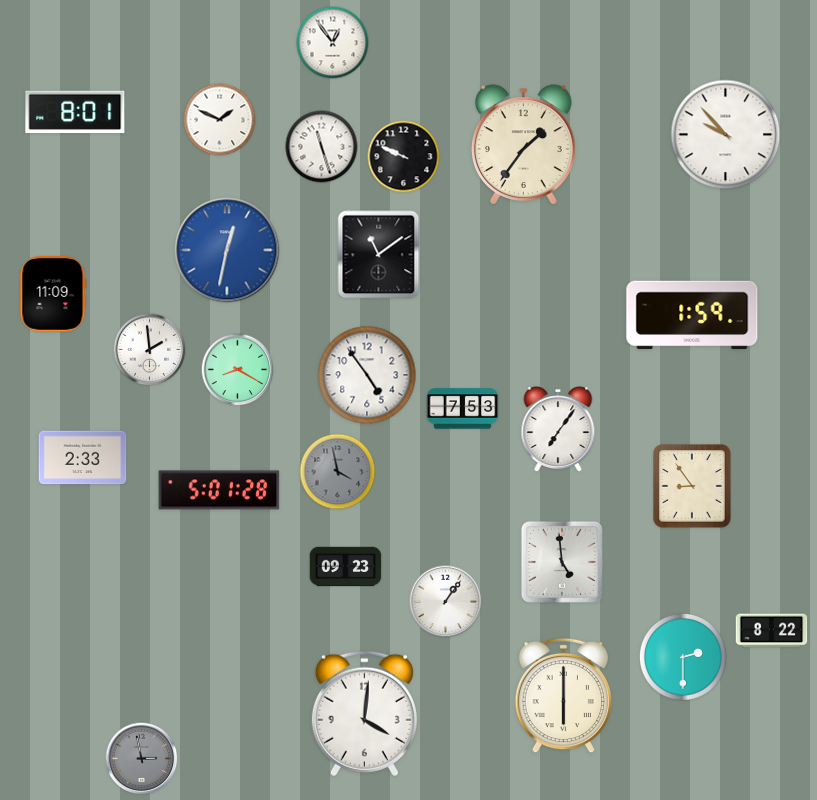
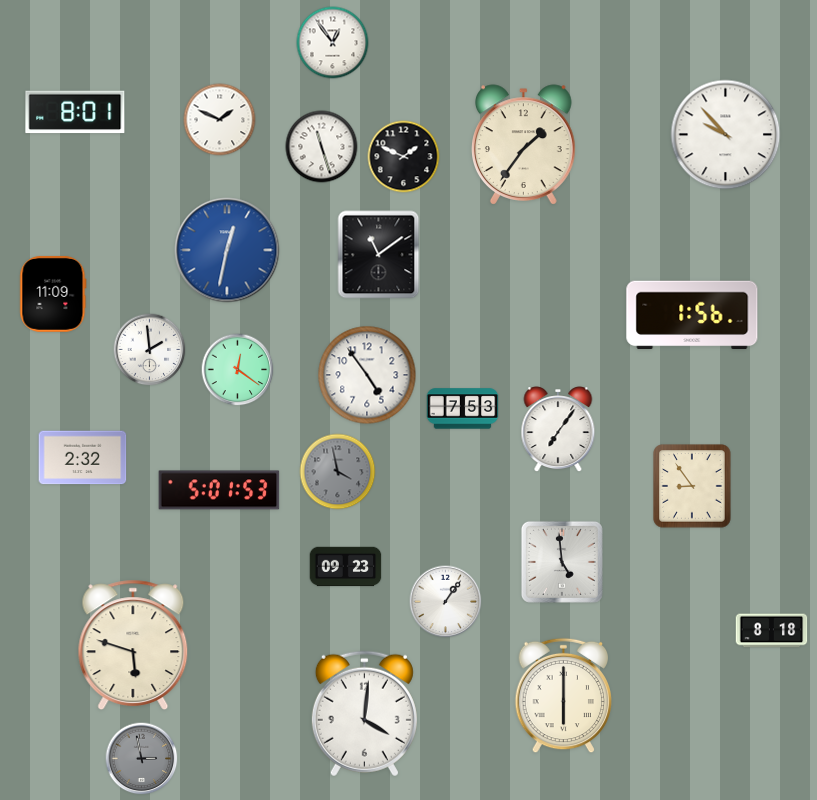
clock at (404, 157): 9:49 -> 1:49
clock at (692, 315): 1:59 -> 1:56
clock at (238, 370): 8:20 -> 12:21
clock at (83, 458): 2:33 -> 2:32
clock at (219, 490): 5:01:28 -> 5:01:53
clock at (772, 631): 8:22 -> 8:18
clock at (133, 645): none -> 5:48
clock at (683, 657): 2:30 -> none
